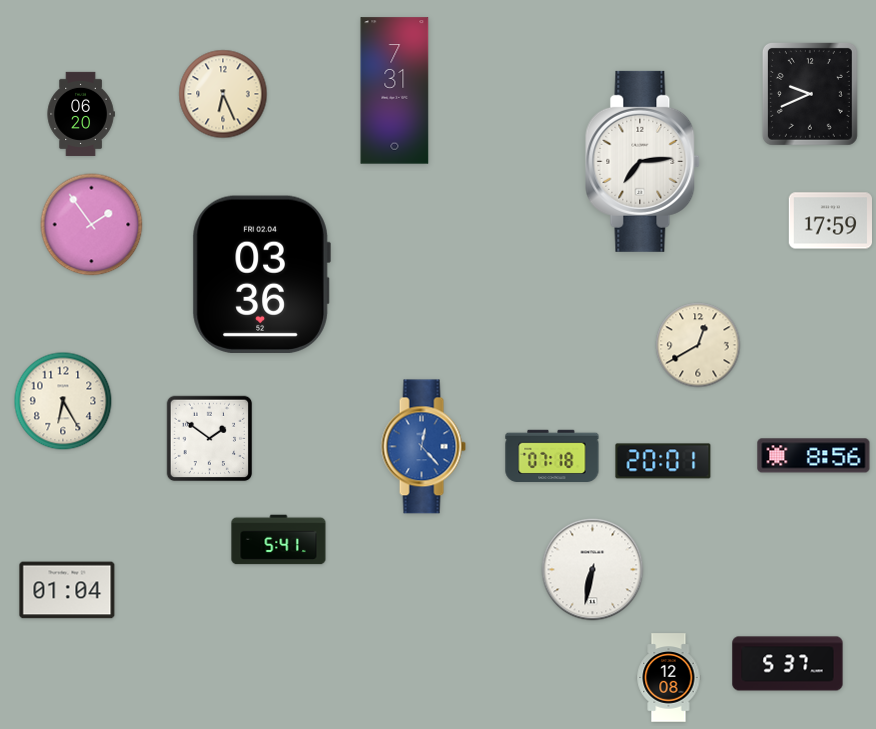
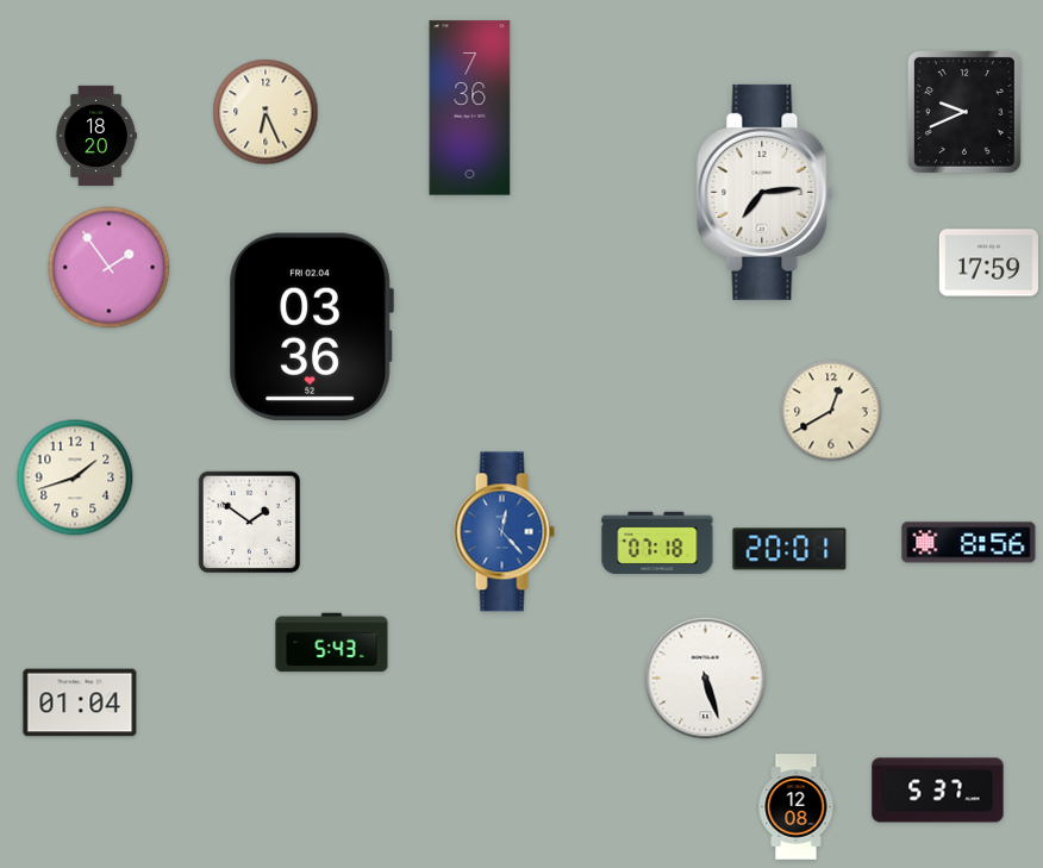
clock at (395, 91): 7:31 -> 7:36
clock at (81, 113): 06:20 -> 18:20
clock at (63, 401): 6:25 -> 1:42
clock at (279, 540): 5:41 -> 5:43
clock at (593, 570): 6:32 -> 5:27
